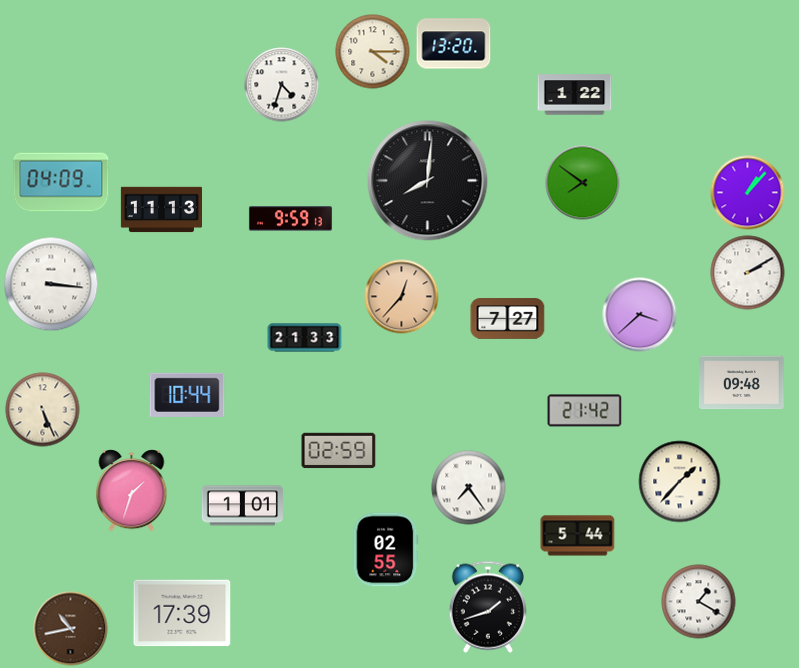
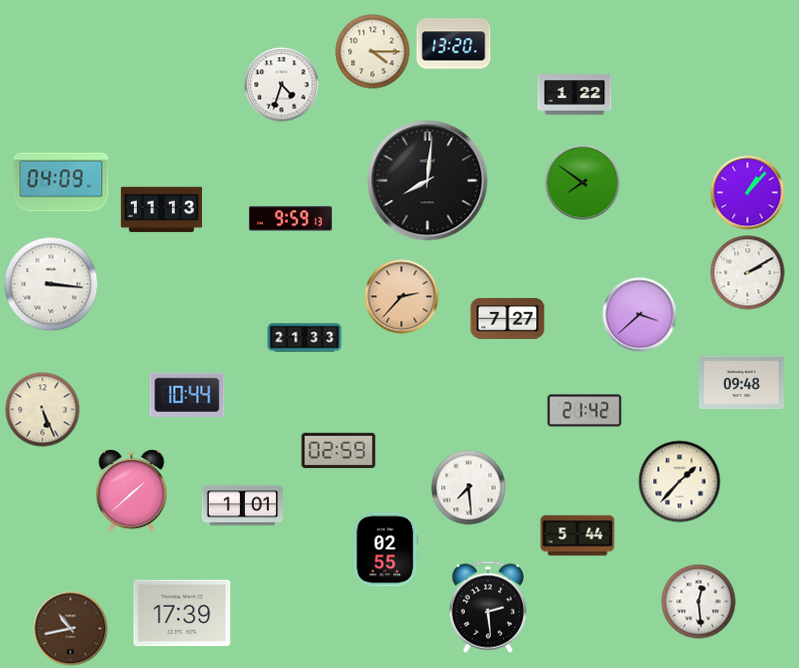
clock at (402, 297): 12:37 -> 2:37
clock at (469, 488): 7:24 -> 7:29
clock at (132, 491): 1:33 -> 1:38
clock at (699, 602): 1:20 -> 12:29
clock at (488, 607): 1:42 -> 2:29
